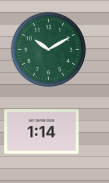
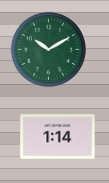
clock at (42, 132) position: (42, 132) -> (58, 137)
